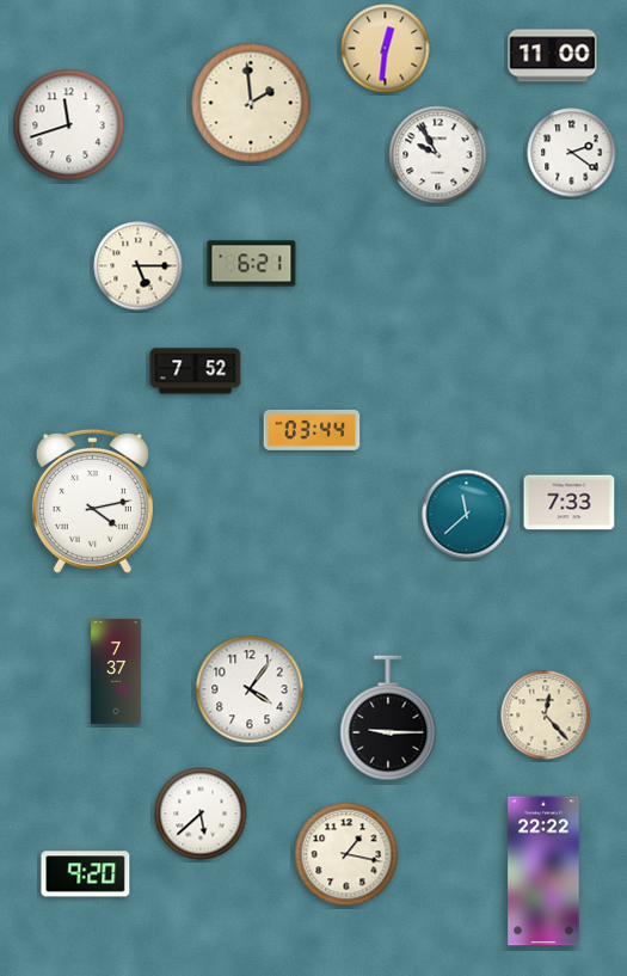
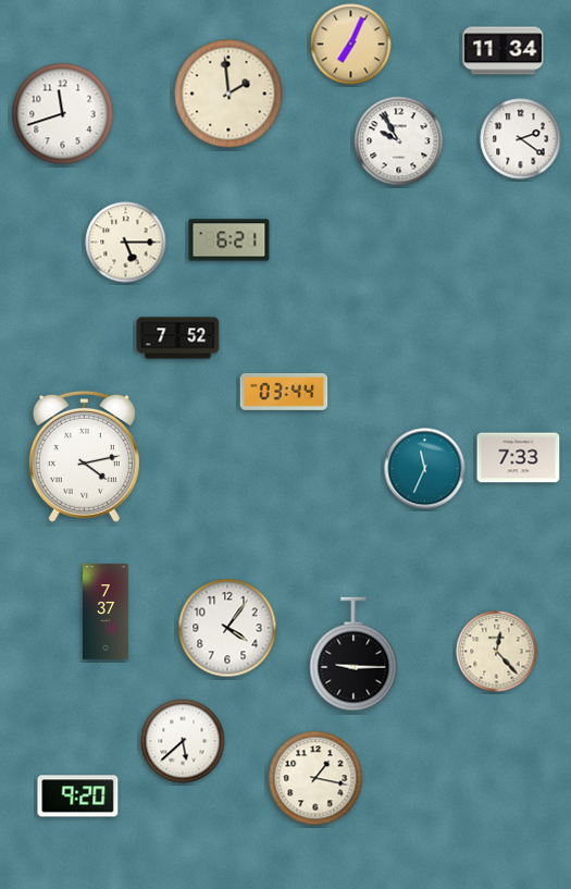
clock at (386, 49): 12:31 -> 7:04
clock at (553, 56): 11:00 -> 11:34
clock at (467, 515): 11:38 -> 11:34
clock at (543, 871): 22:22 -> none
